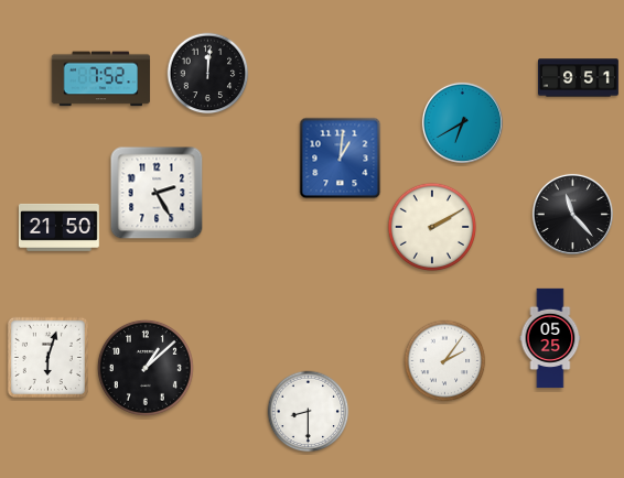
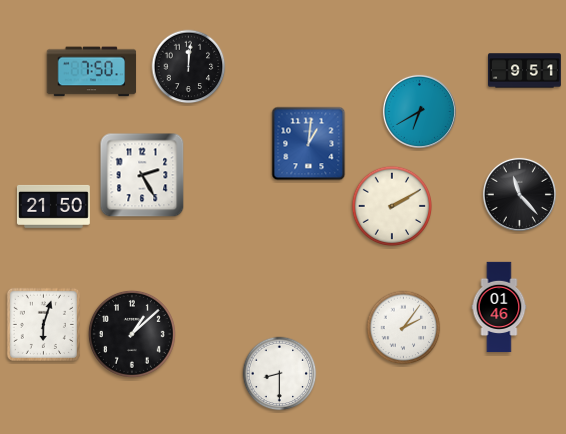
clock at (101, 79): 7:52 -> 7:50
clock at (550, 338): 05:25 -> 01:46
